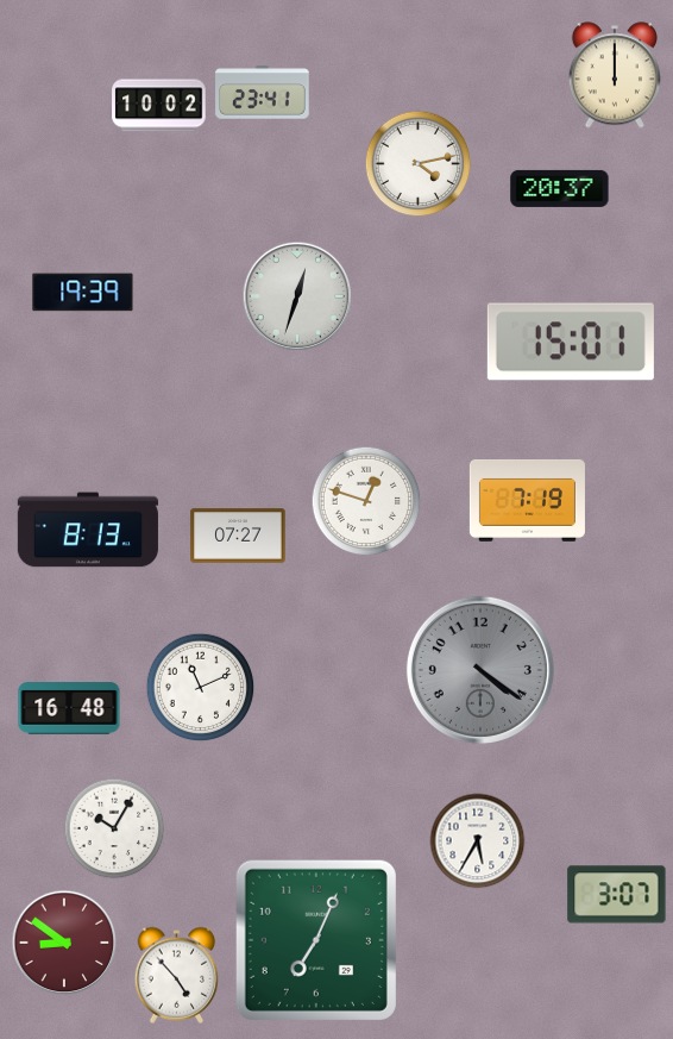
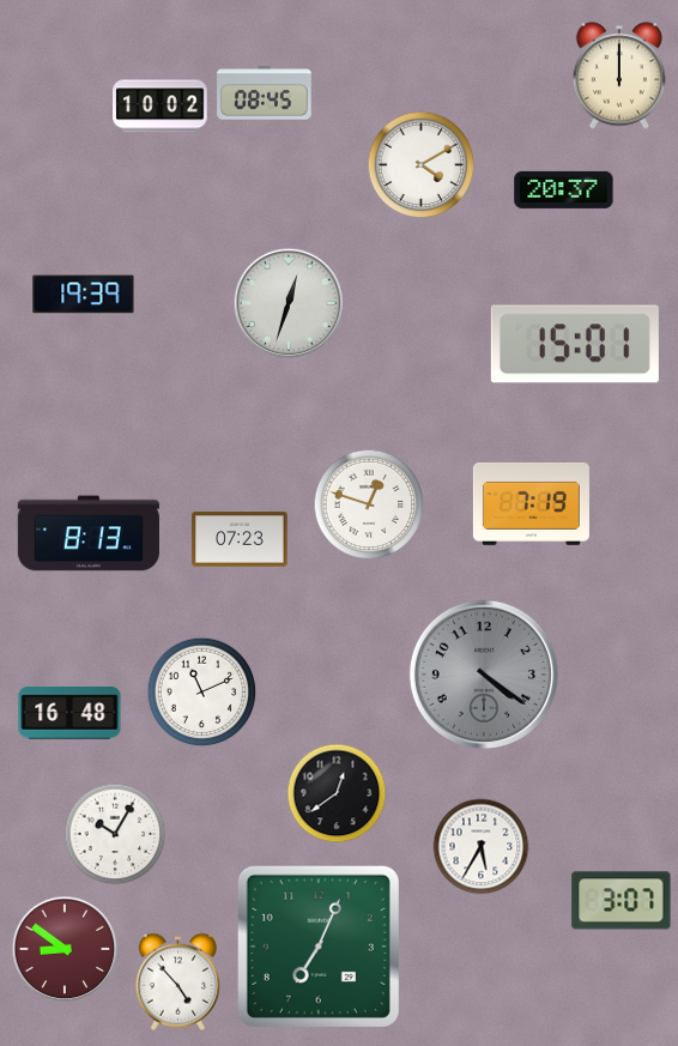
clock at (263, 93): 23:41 -> 08:45
clock at (419, 164): 4:13 -> 4:10
clock at (297, 296) position: (297, 296) -> (289, 303)
clock at (238, 536): 07:27 -> 07:23
clock at (337, 793): none -> 12:39
